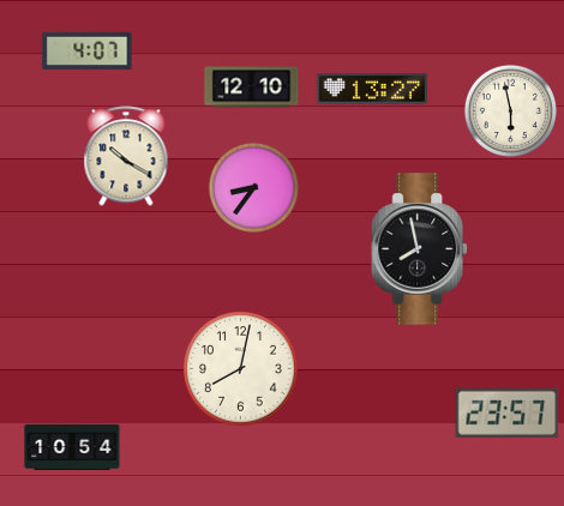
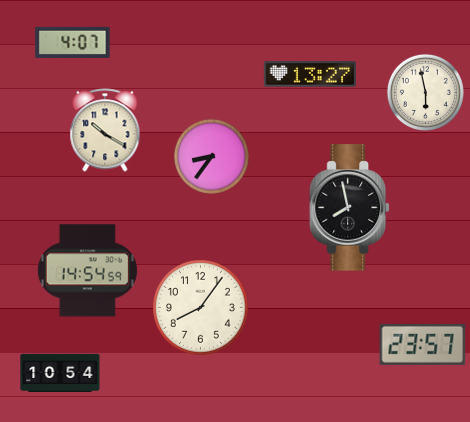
clock at (252, 88): 12:10 -> none
clock at (87, 271): none -> 14:54
clock at (241, 369): 8:02 -> 8:06
